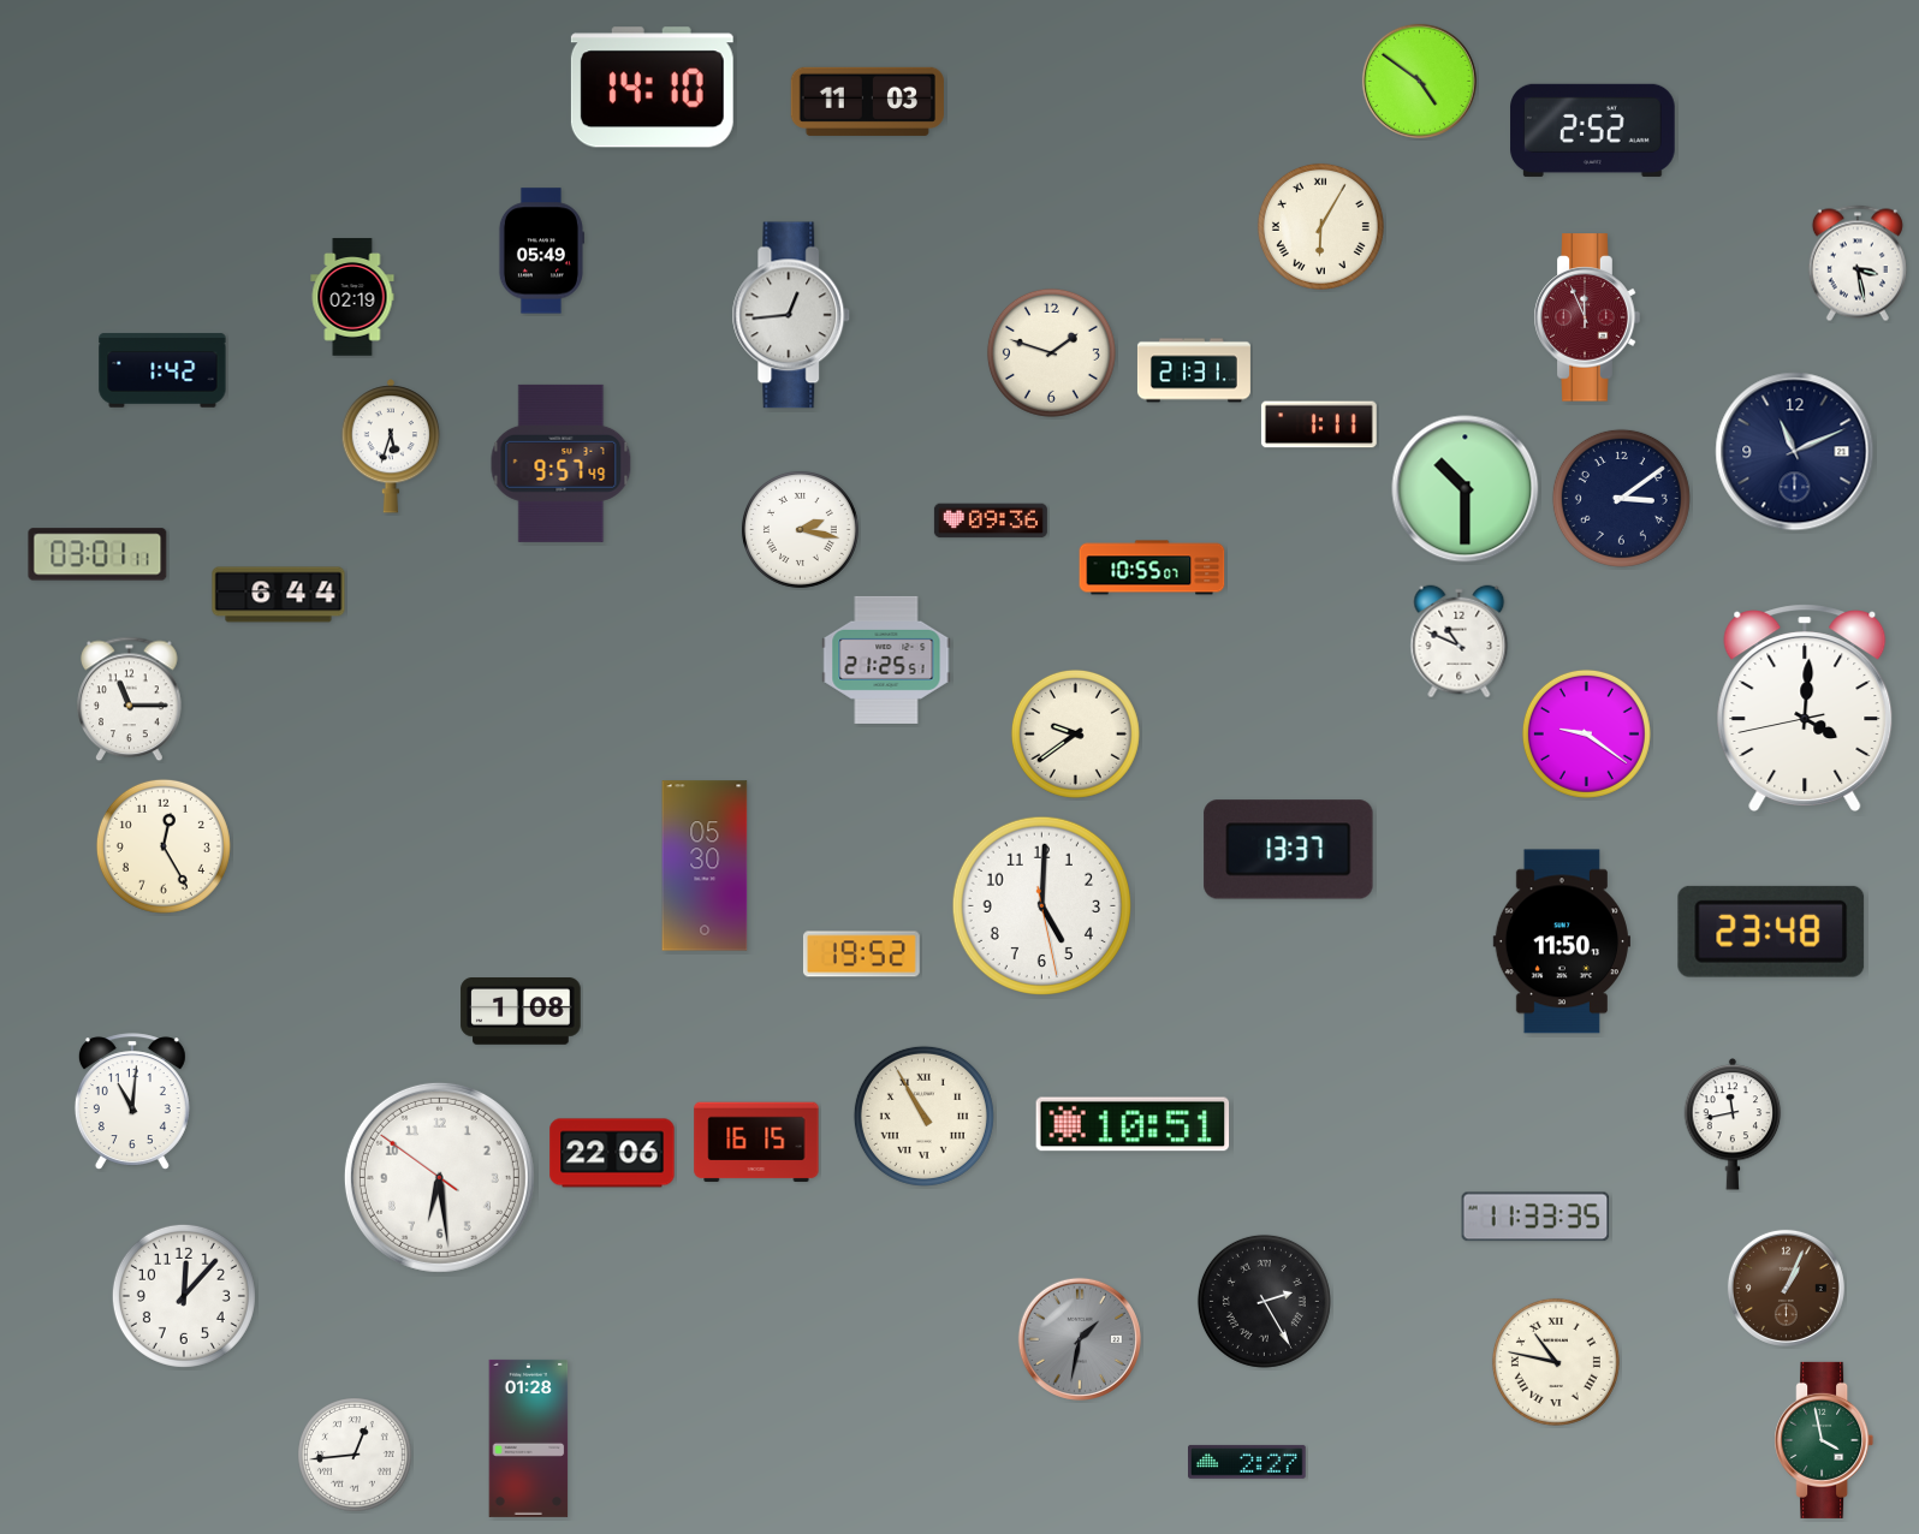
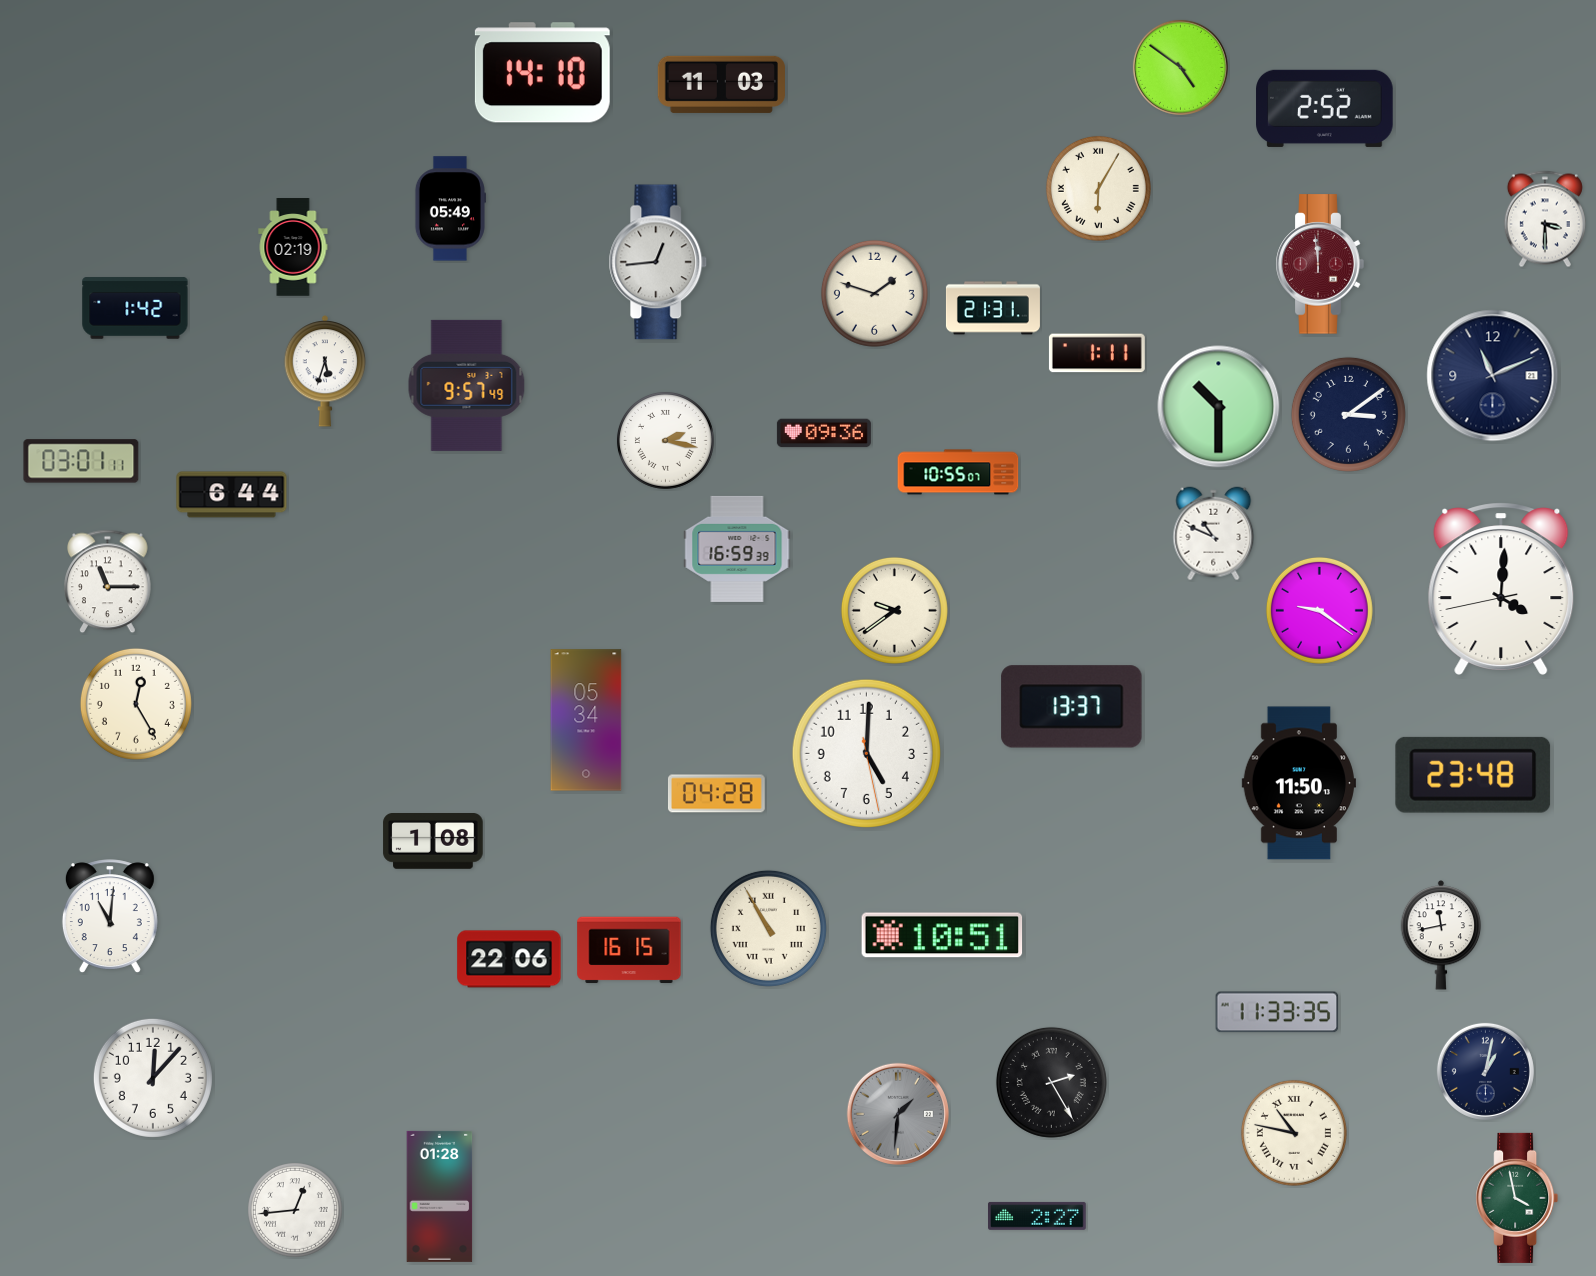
clock at (1858, 263): 3:28 -> 3:30
clock at (1587, 317): 11:56 -> 11:59
clock at (886, 660): 21:25 -> 16:59
clock at (705, 866): 05:30 -> 05:34
clock at (861, 955): 19:52 -> 04:28
clock at (439, 1177): 6:28 -> none
clock at (1786, 1288): 1:04 -> 1:02
clock at (1786, 1288) dial: brown -> navy
clock at (1080, 1339): 1:32 -> 1:31
